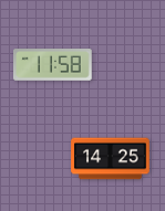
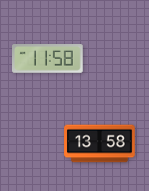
clock at (111, 159): 14:25 -> 13:58
